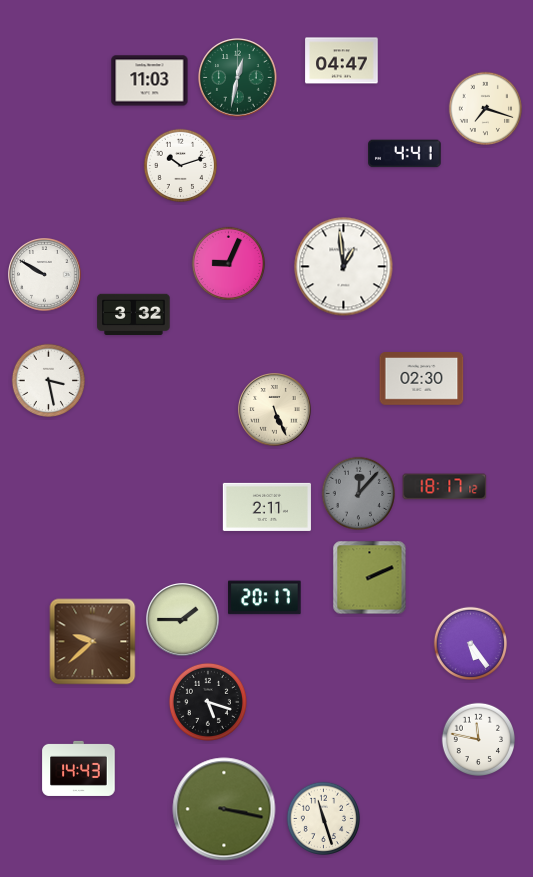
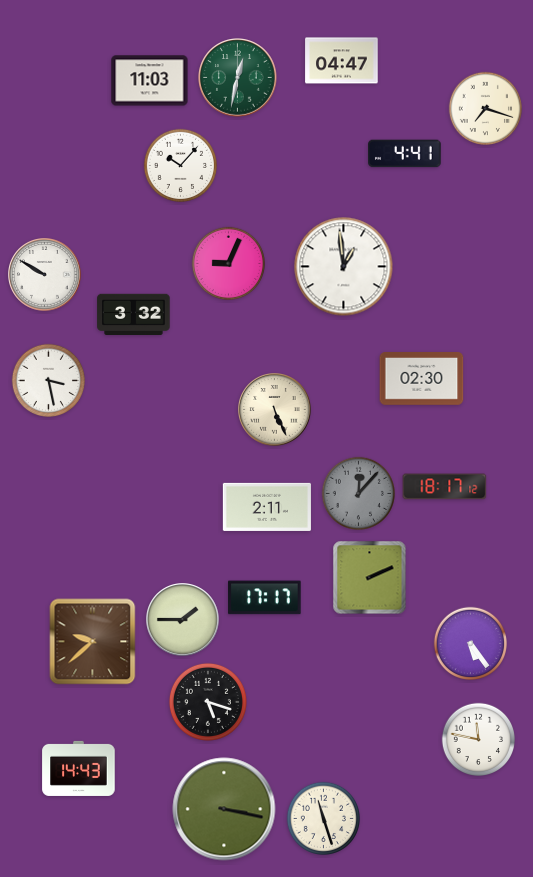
clock at (180, 165): 10:12 -> 10:07
clock at (265, 598): 20:17 -> 17:17
